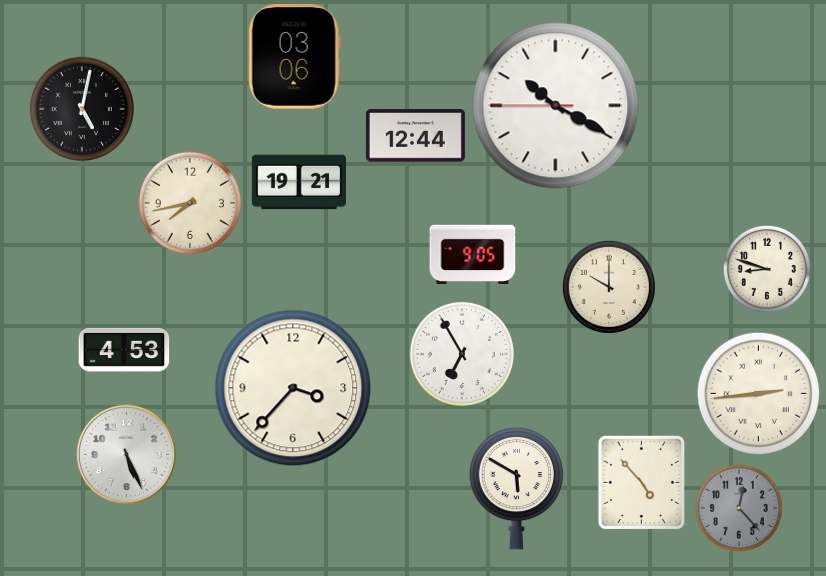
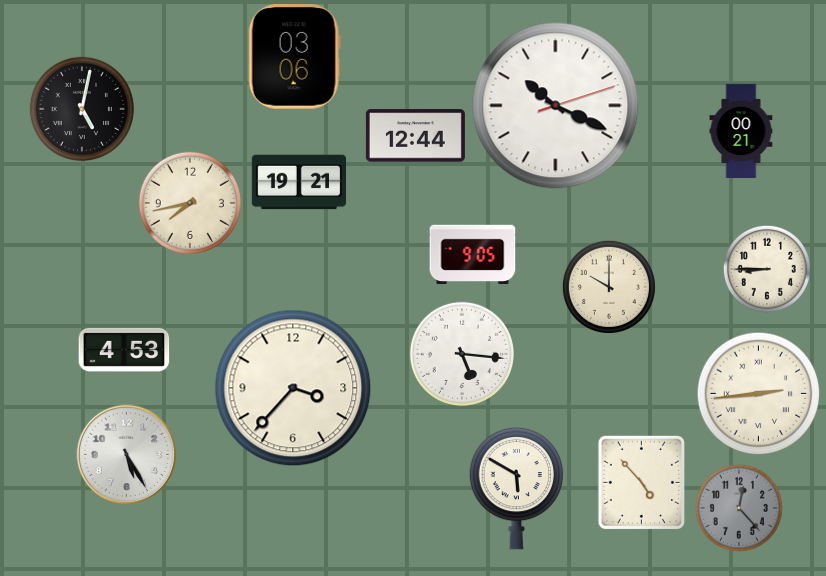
clock at (556, 106): 10:19:45 -> 10:19:12
clock at (741, 131): none -> 00:21
clock at (767, 269): 8:48 -> 8:45
clock at (462, 354): 6:55 -> 5:16
clock at (127, 455): 5:26 -> 5:25
